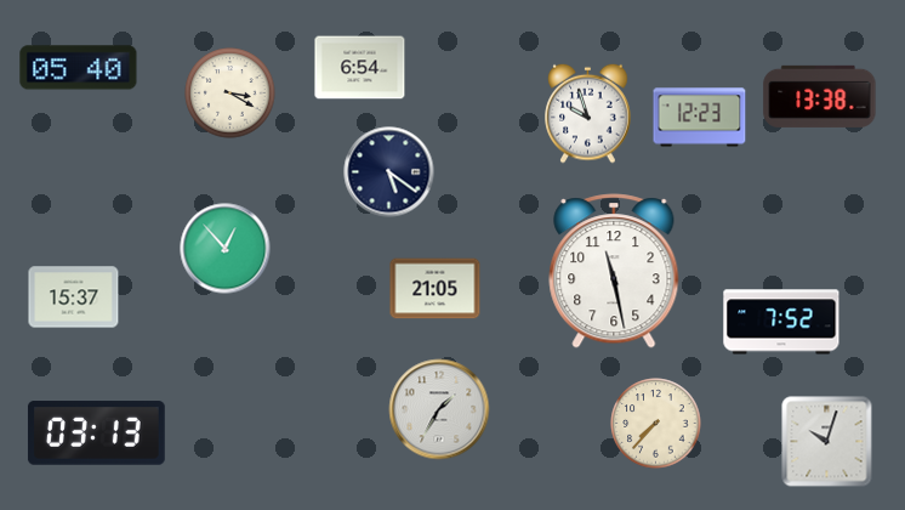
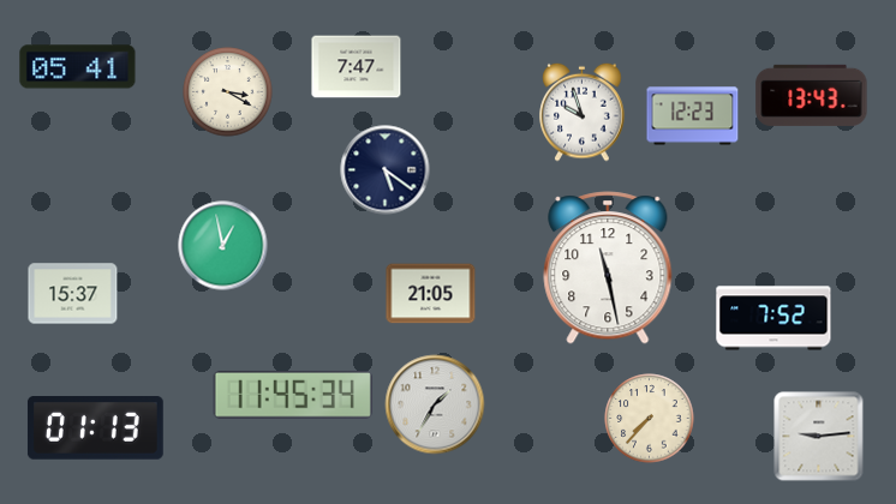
clock at (79, 68): 05:40 -> 05:41
clock at (360, 68): 6:54 -> 7:47
clock at (820, 96): 13:38 -> 13:43
clock at (226, 249): 12:53 -> 12:58
clock at (436, 289) position: (436, 289) -> (431, 294)
clock at (293, 395): none -> 11:45
clock at (96, 433): 03:13 -> 01:13
clock at (827, 442): 10:03 -> 9:14
